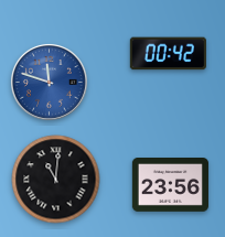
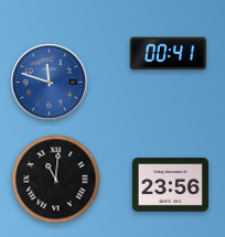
clock at (168, 54): 00:42 -> 00:41
